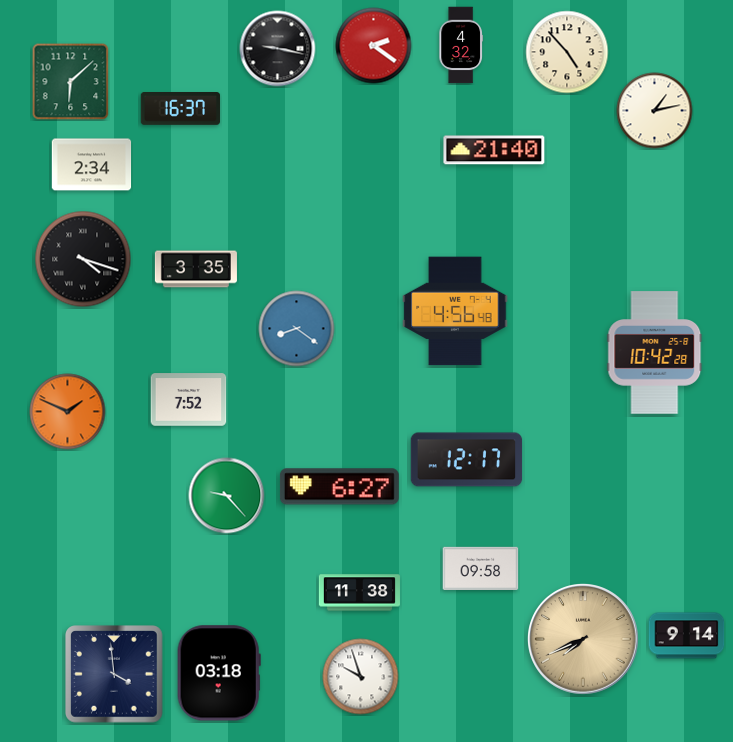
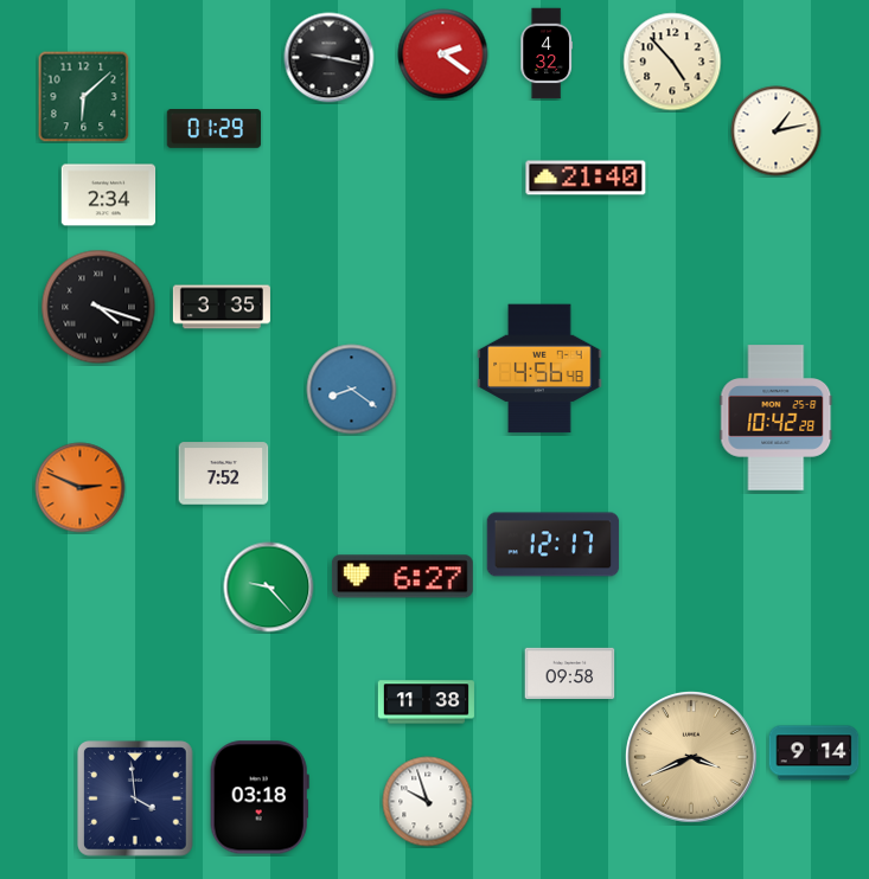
clock at (181, 109): 16:37 -> 01:29
clock at (196, 269) position: (196, 269) -> (222, 307)
clock at (68, 412): 1:49 -> 2:49
clock at (583, 639): 7:41 -> 3:41
